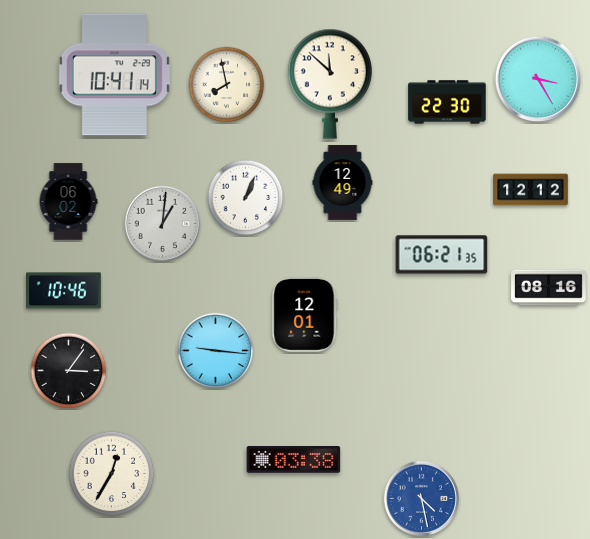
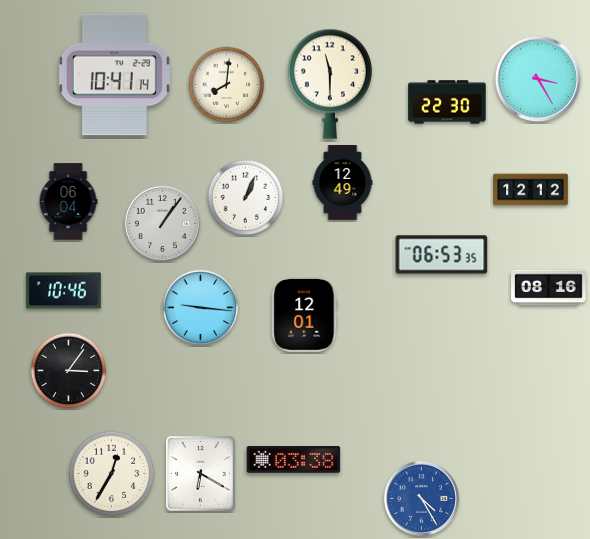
clock at (330, 84): 11:52 -> 11:30
clock at (227, 85): 7:58 -> 8:01
clock at (68, 202): 06:02 -> 06:04
clock at (162, 223): 1:01 -> 1:06
clock at (442, 255): 06:21 -> 06:53
clock at (216, 351) position: (216, 351) -> (201, 308)
clock at (201, 474): none -> 6:20
clock at (421, 498): 4:28 -> 4:25
